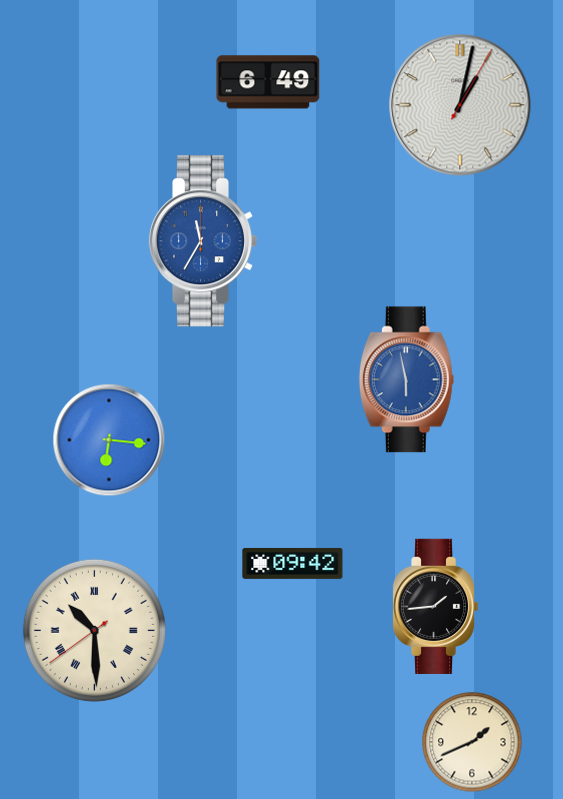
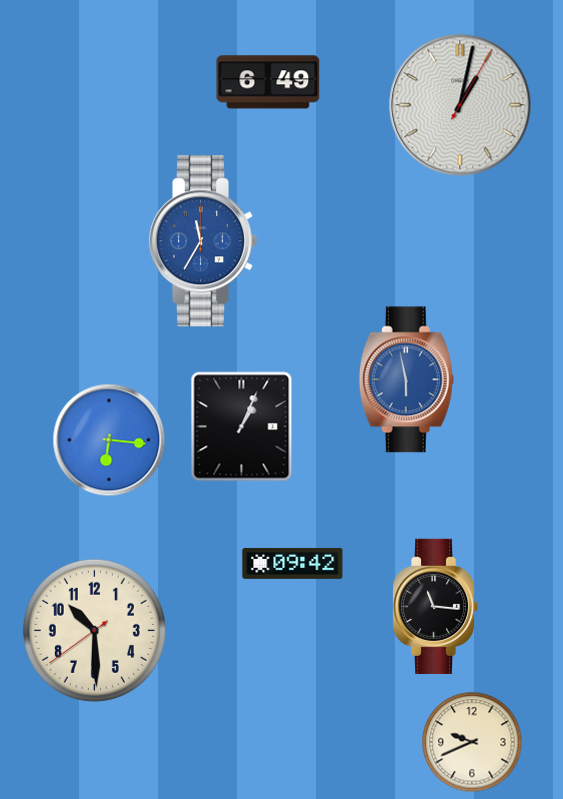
clock at (242, 427): none -> 1:04
clock at (435, 606): 1:44 -> 11:16
clock at (94, 630) numerals: Roman -> Arabic
clock at (472, 742): 1:41 -> 9:41
